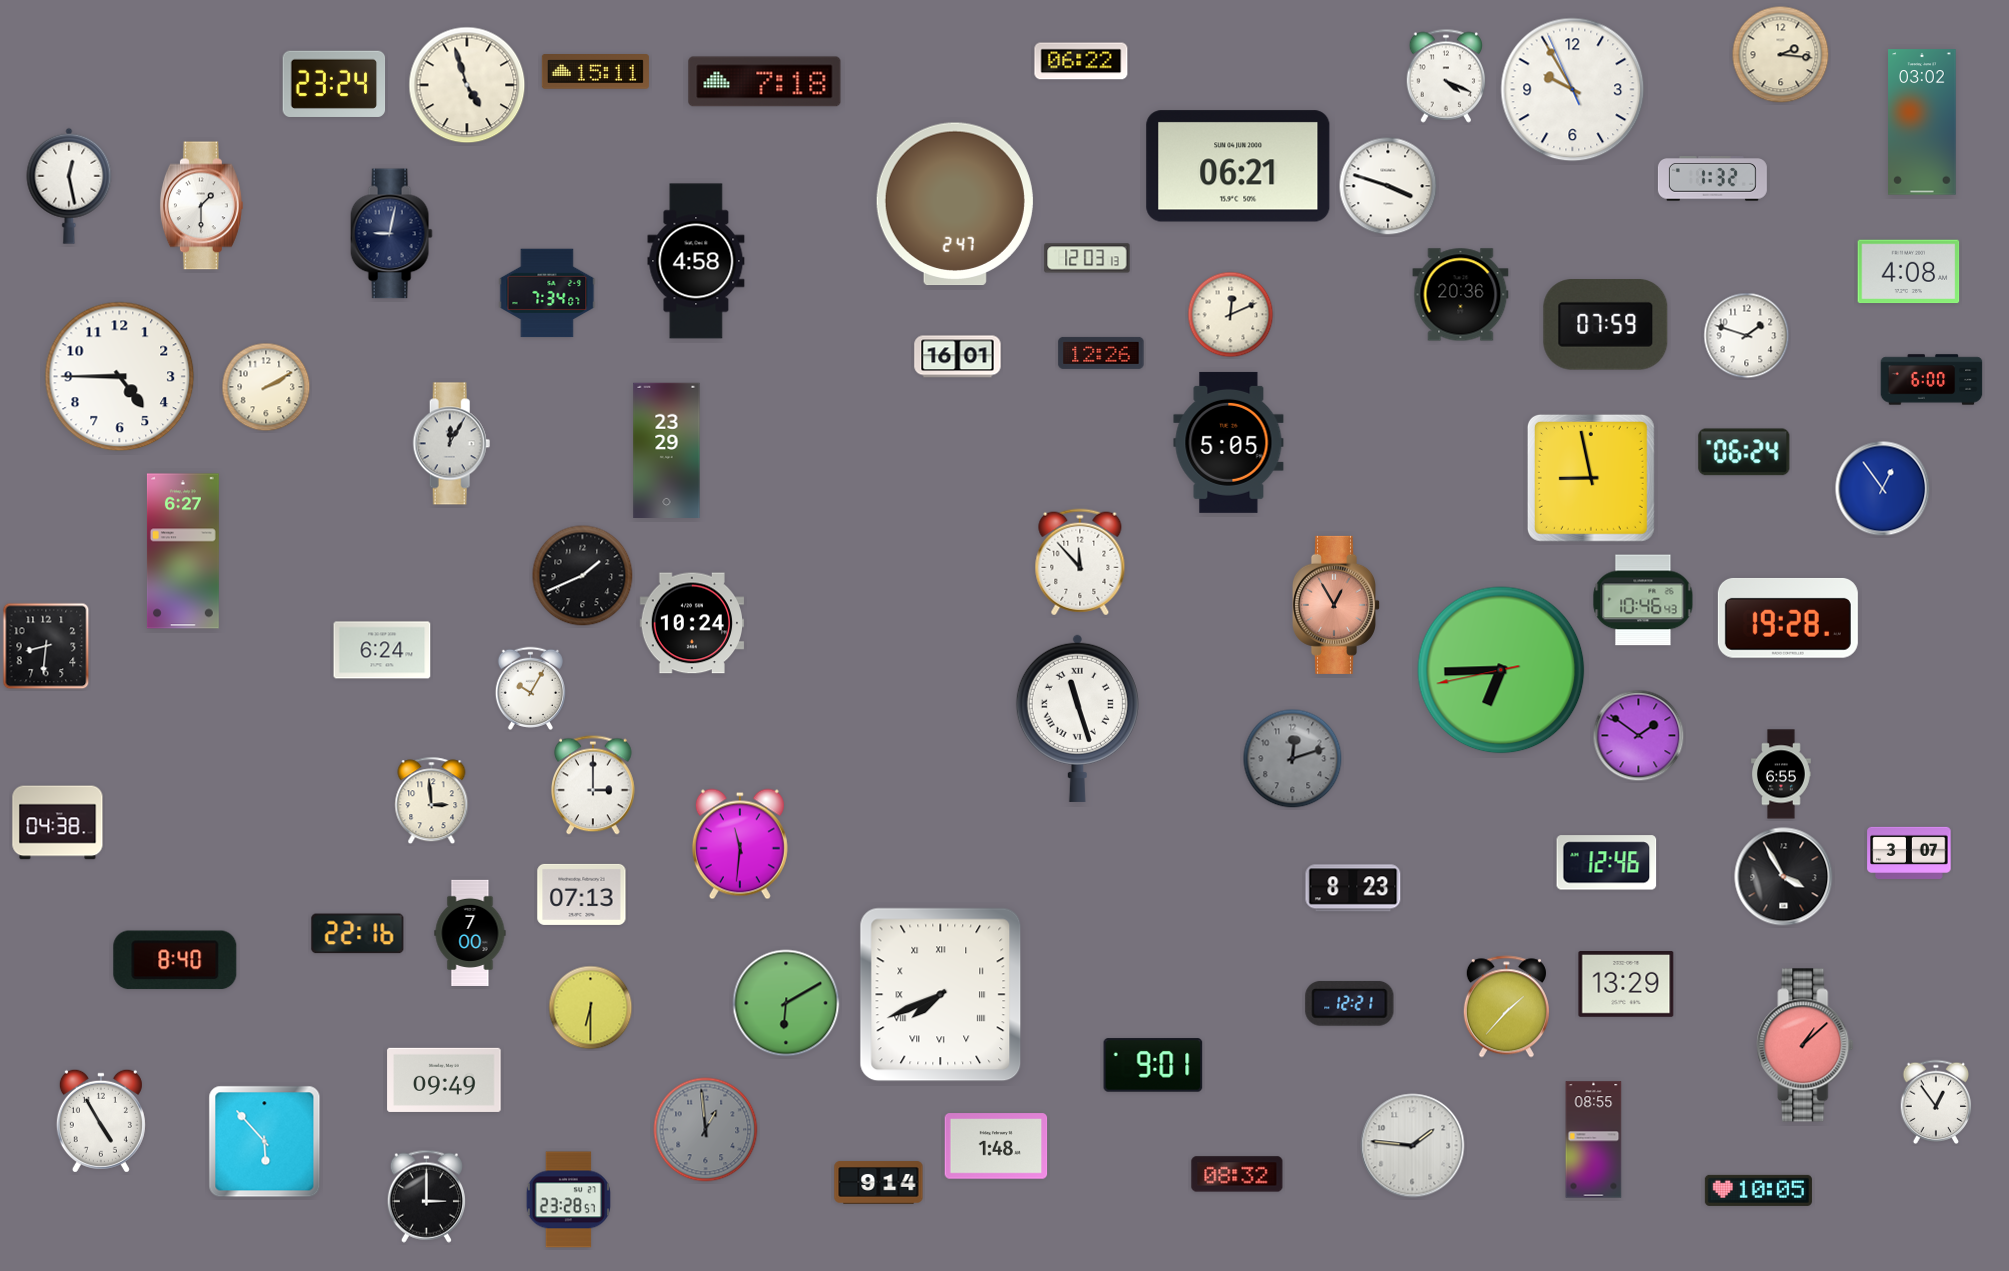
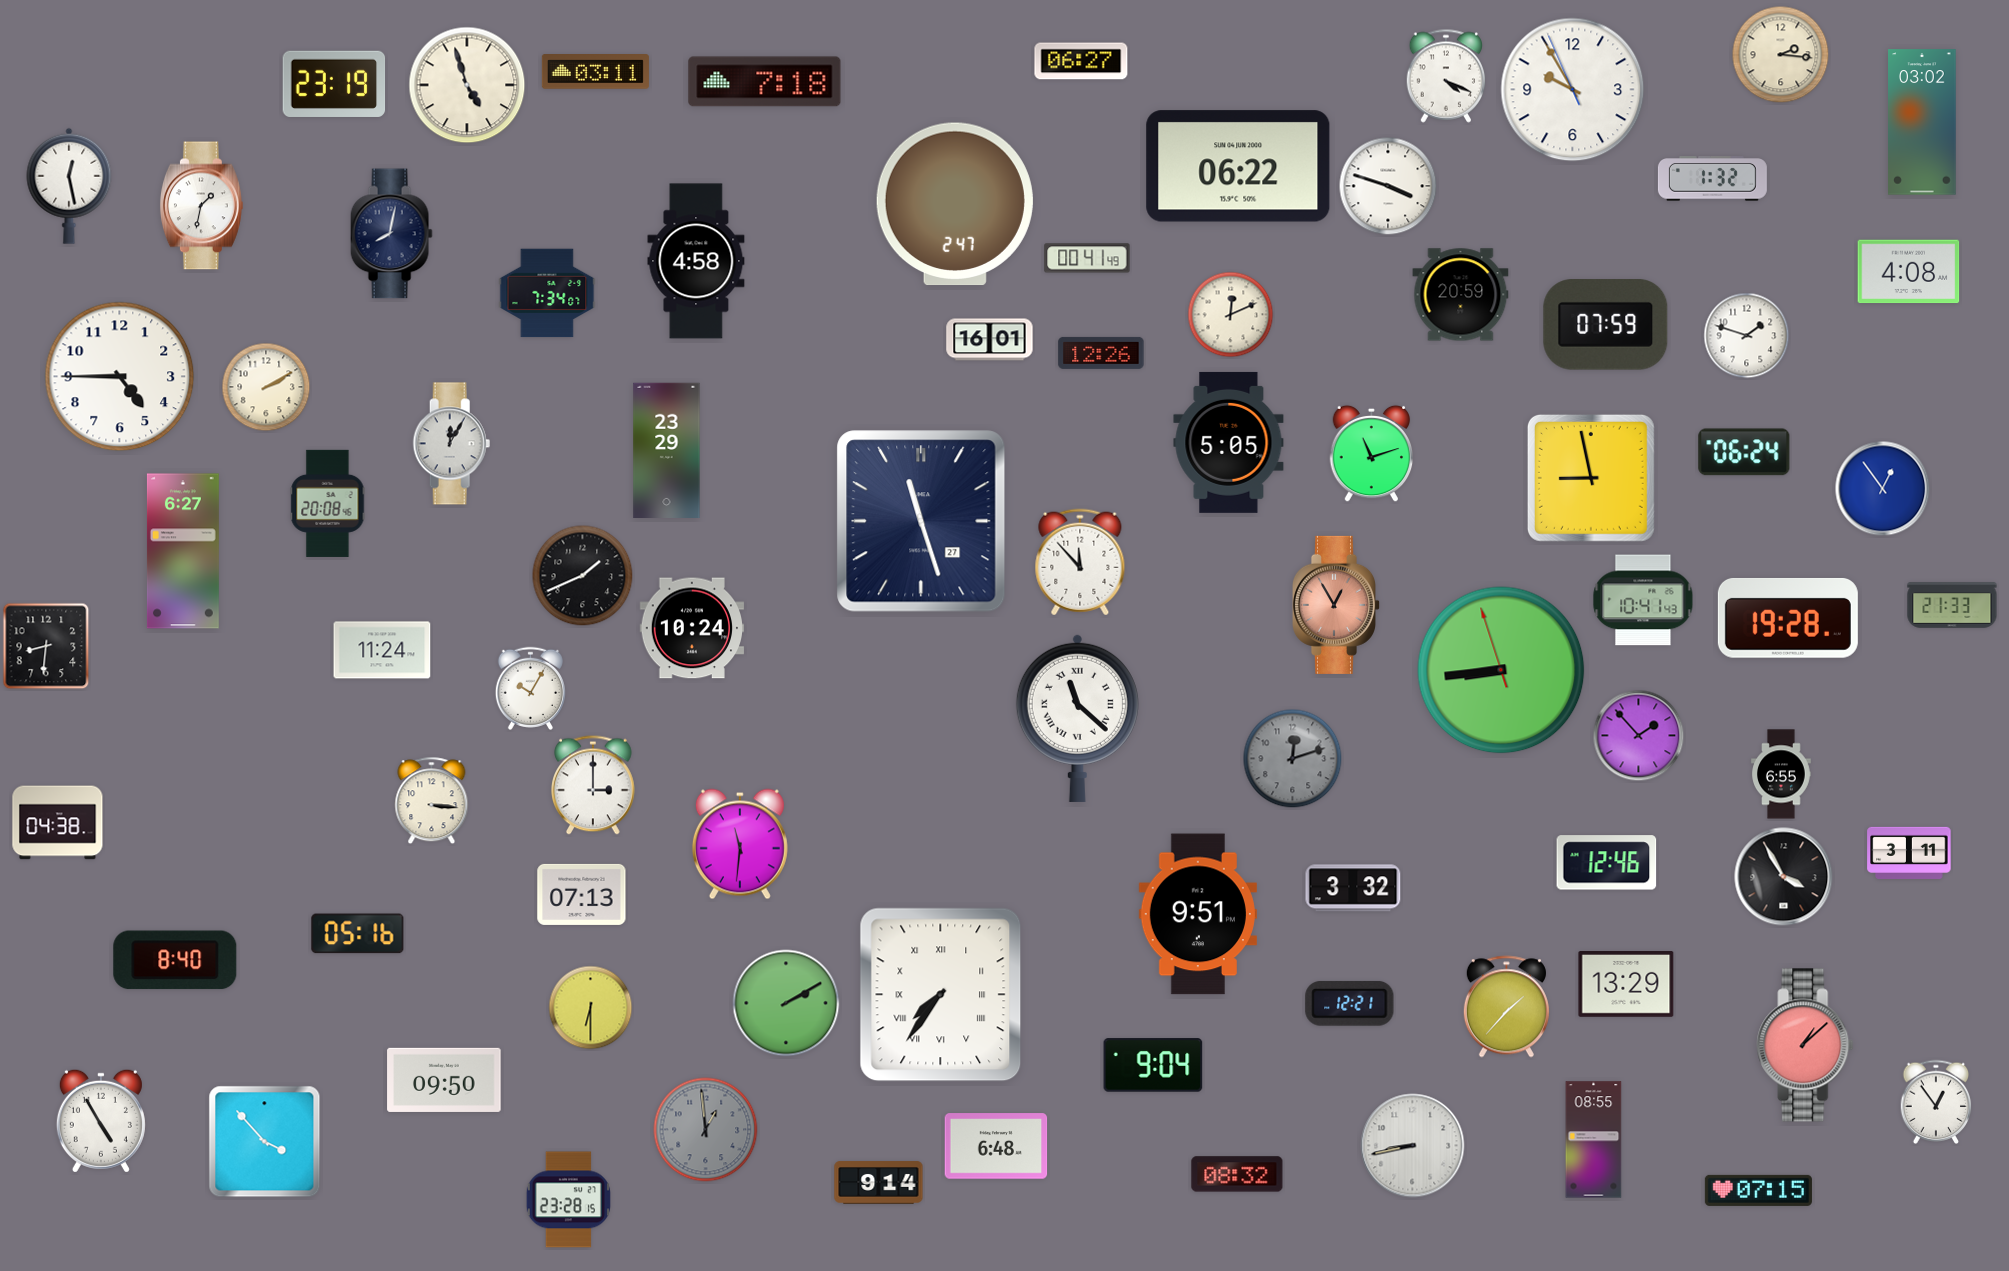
clock at (1081, 61): 06:22 -> 06:27
clock at (595, 72): 15:11 -> 03:11
clock at (334, 84): 23:24 -> 23:19
clock at (1238, 166): 06:21 -> 06:22
clock at (201, 206): 1:30 -> 1:32
clock at (391, 234): 9:02 -> 8:02
clock at (1087, 258): 12:03 -> 00:41
clock at (1461, 295): 20:36 -> 20:59
clock at (958, 357) position: (958, 357) -> (990, 340)
clock at (1932, 380): 6:00 -> none
clock at (1372, 454): none -> 11:12
clock at (328, 503): none -> 20:08
clock at (921, 521): none -> 11:27
clock at (1643, 600): 10:46 -> 10:41
clock at (1952, 605): none -> 21:33
clock at (692, 623) position: (692, 623) -> (692, 628)
clock at (382, 650): 6:24 -> 11:24
clock at (1501, 670): 6:44 -> 8:43
clock at (1077, 718): 11:27 -> 11:22
clock at (1639, 736): 1:51 -> 1:53
clock at (432, 801): 2:59 -> 3:16
clock at (1909, 853): 3:07 -> 3:11
clock at (1353, 888): 8:23 -> 3:32
clock at (1198, 914): none -> 9:51
clock at (470, 932): 7:00 -> none
clock at (358, 934): 22:16 -> 05:16
clock at (941, 995): 7:41 -> 7:36
clock at (786, 1003): 6:10 -> 2:10
clock at (1153, 1065): 9:01 -> 9:04
clock at (444, 1080): 09:49 -> 09:50
clock at (265, 1142): 5:53 -> 3:53
clock at (996, 1146): 1:48 -> 6:48
clock at (1413, 1146): 1:46 -> 8:43
clock at (1758, 1190): 10:05 -> 07:15
clock at (426, 1196): 3:00 -> none
clock at (568, 1200): 23:28:57 -> 23:28:15
